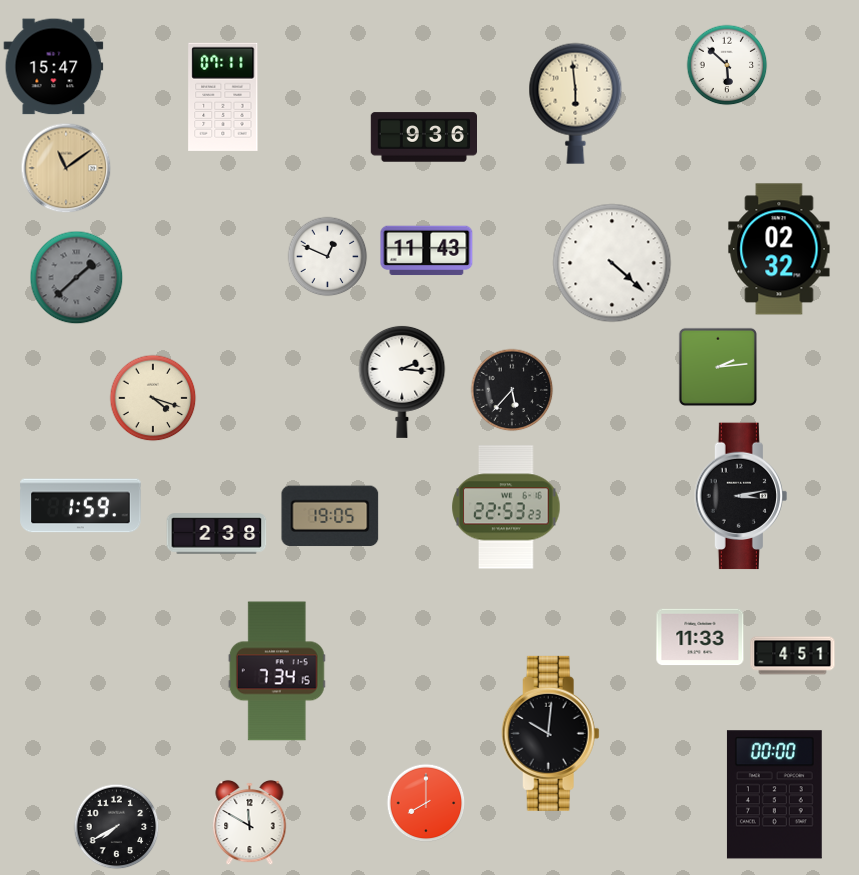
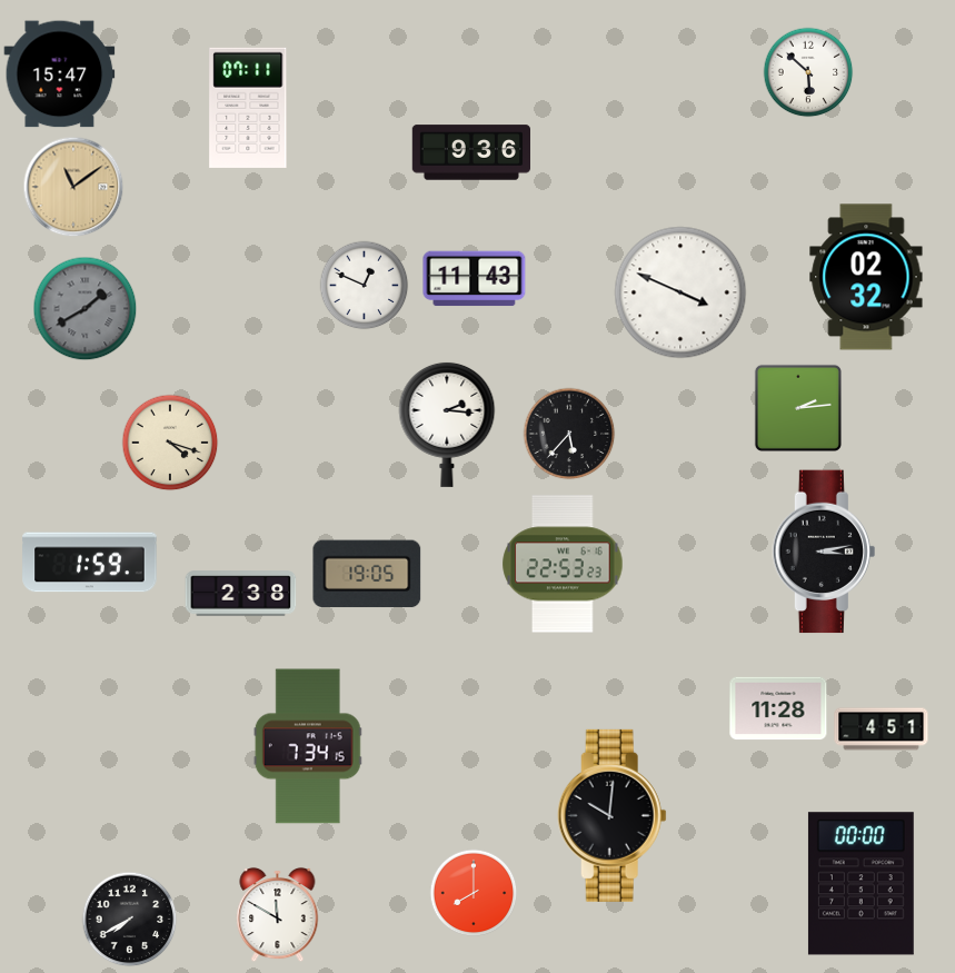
clock at (576, 103): 5:59 -> none
clock at (612, 263): 4:22 -> 3:49
clock at (76, 277): 1:38 -> 1:40
clock at (700, 637): 11:33 -> 11:28
